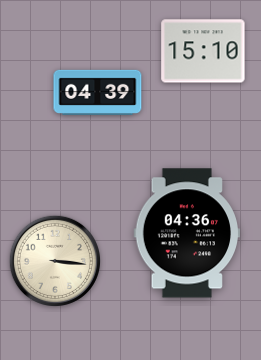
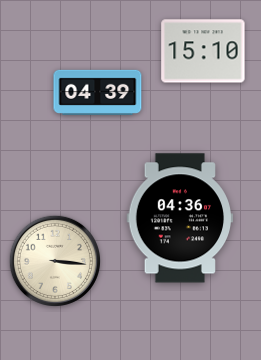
clock at (187, 233) position: (187, 233) -> (180, 218)
